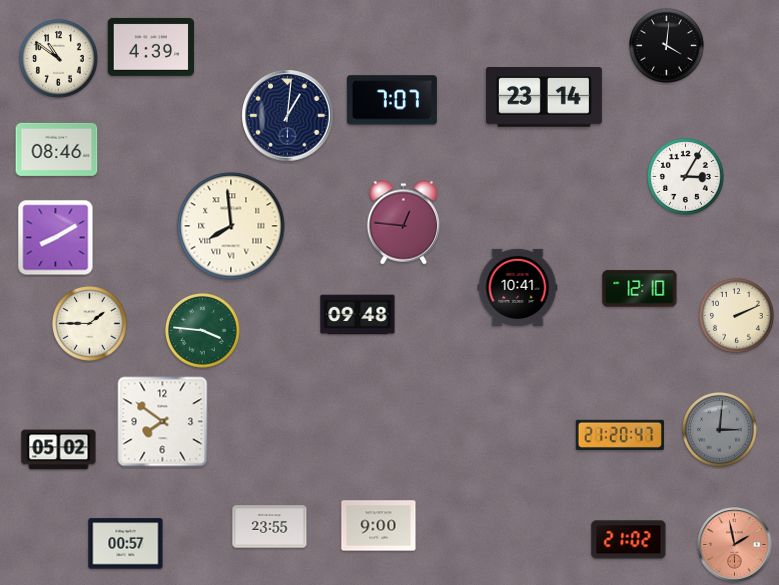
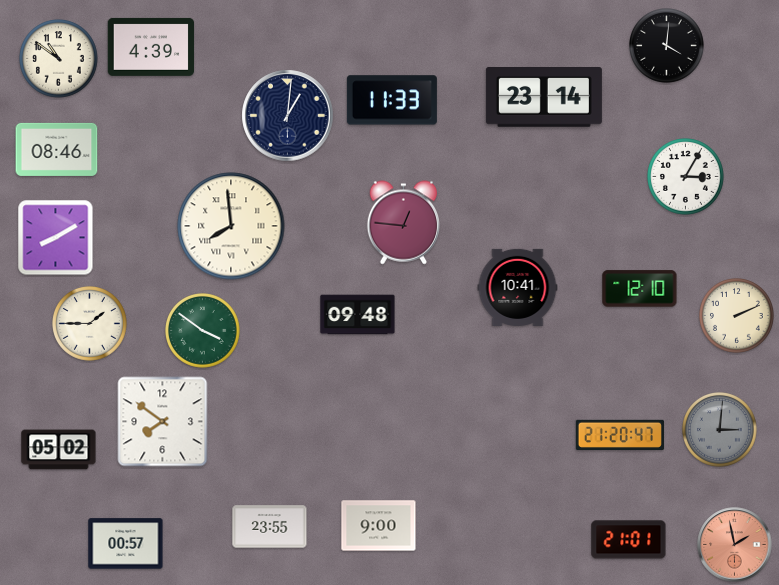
clock at (392, 100): 7:07 -> 11:33
clock at (203, 331): 3:46 -> 3:51
clock at (629, 540): 21:02 -> 21:01
